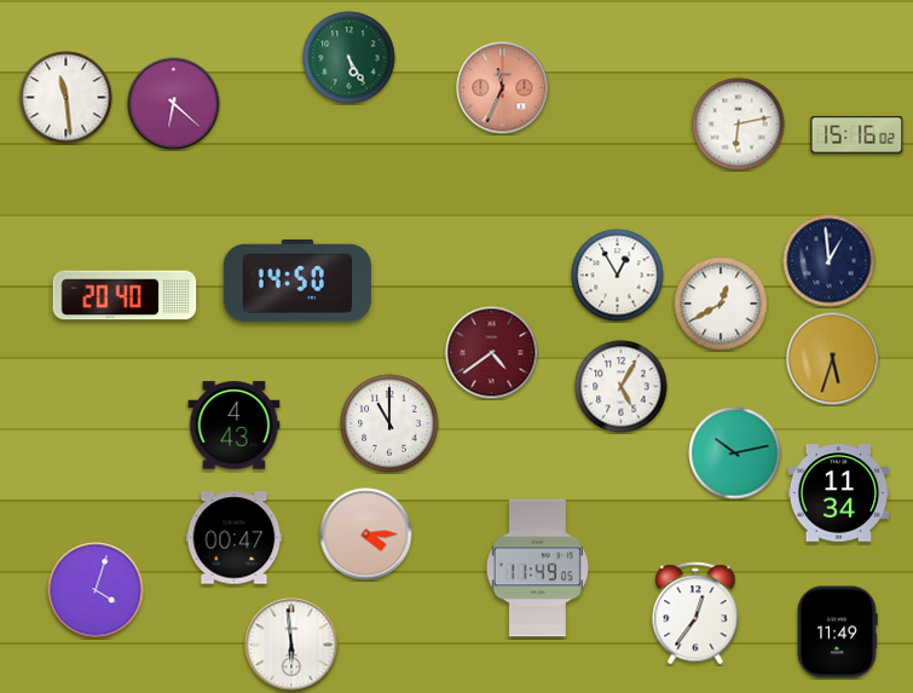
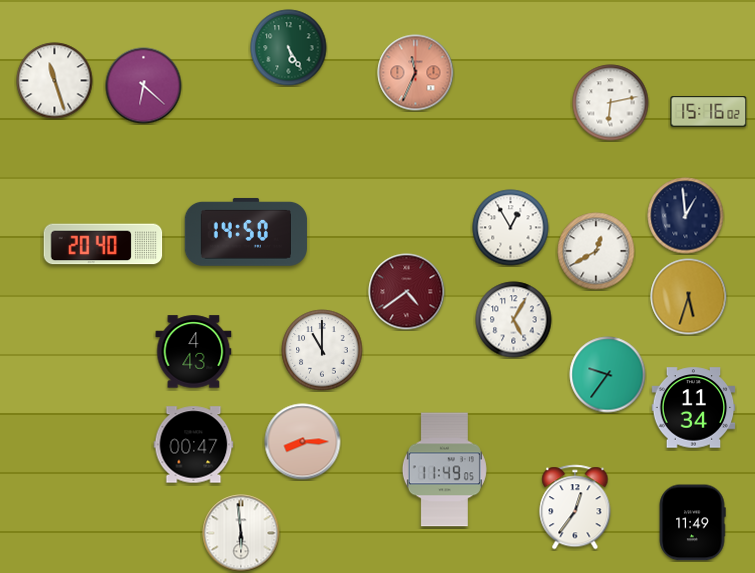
clock at (67, 98): 11:29 -> 11:27
clock at (735, 454): 10:13 -> 9:36
clock at (366, 535): 4:15 -> 8:15
clock at (96, 590): 4:03 -> none
